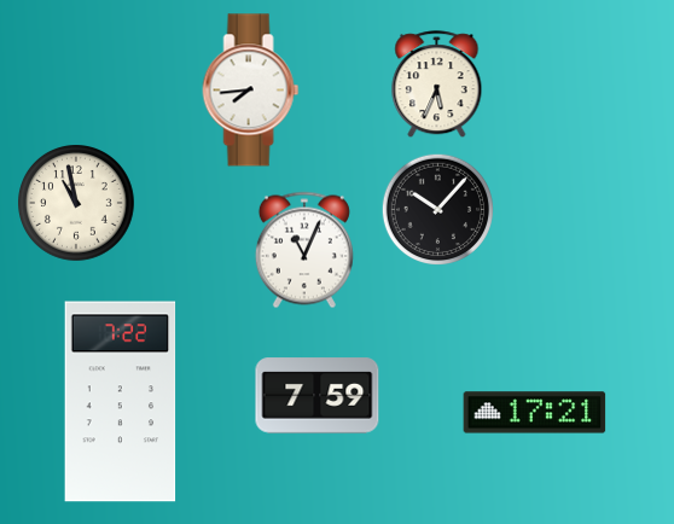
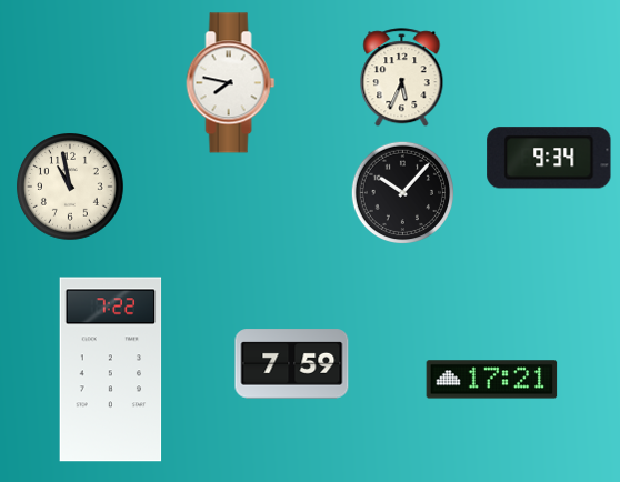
clock at (251, 91): 7:44 -> 7:47
clock at (549, 158): none -> 9:34
clock at (304, 250): 11:04 -> none
